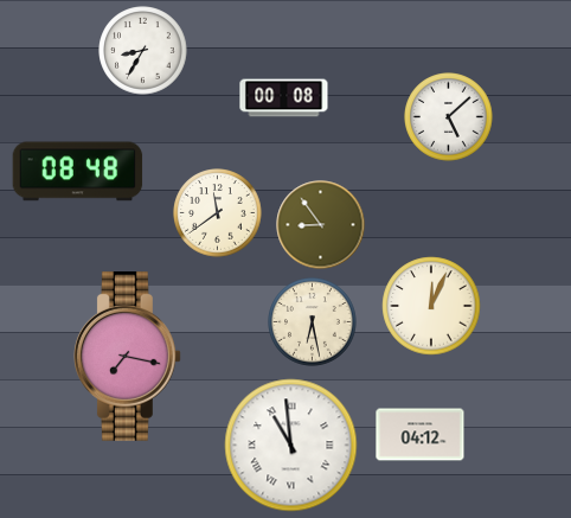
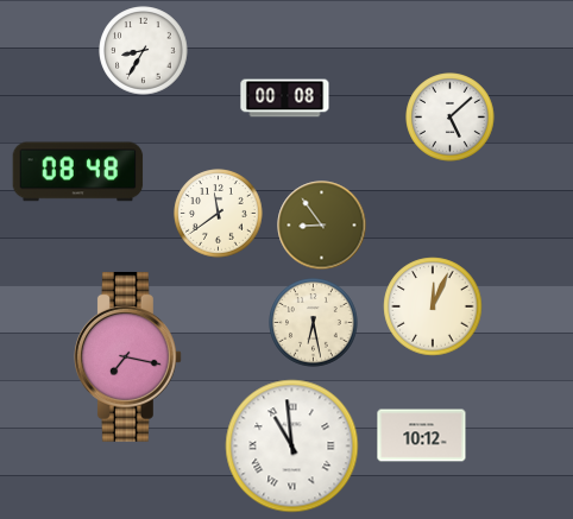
clock at (421, 435): 04:12 -> 10:12
